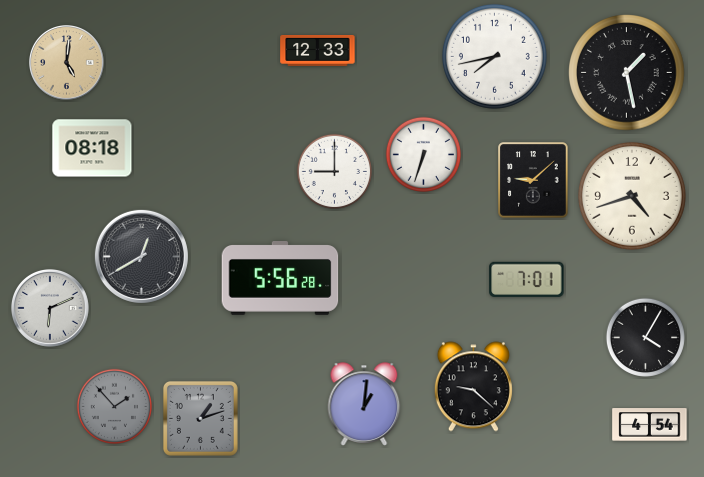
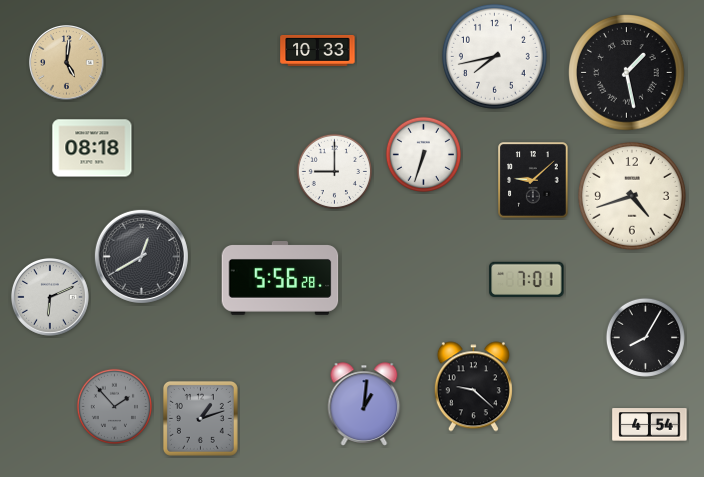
clock at (318, 50): 12:33 -> 10:33
clock at (50, 308) position: (50, 308) -> (50, 297)
clock at (645, 337): 4:05 -> 8:05
